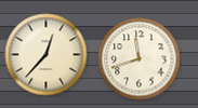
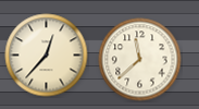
clock at (140, 59): 11:42 -> 11:38
